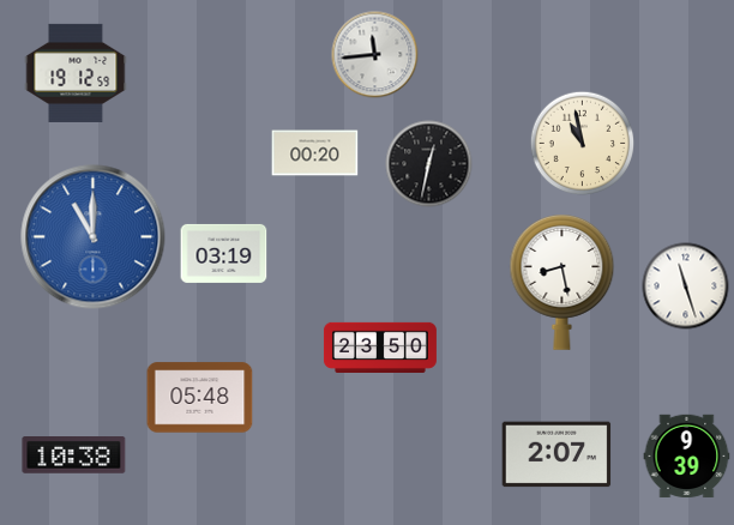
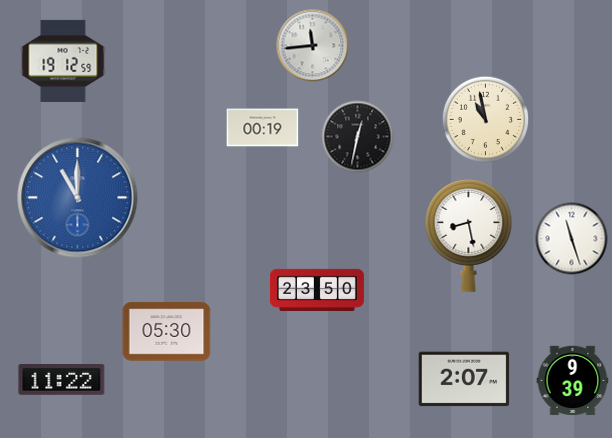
clock at (315, 153): 00:20 -> 00:19
clock at (224, 253): 03:19 -> none
clock at (200, 398): 05:48 -> 05:30
clock at (74, 455): 10:38 -> 11:22
